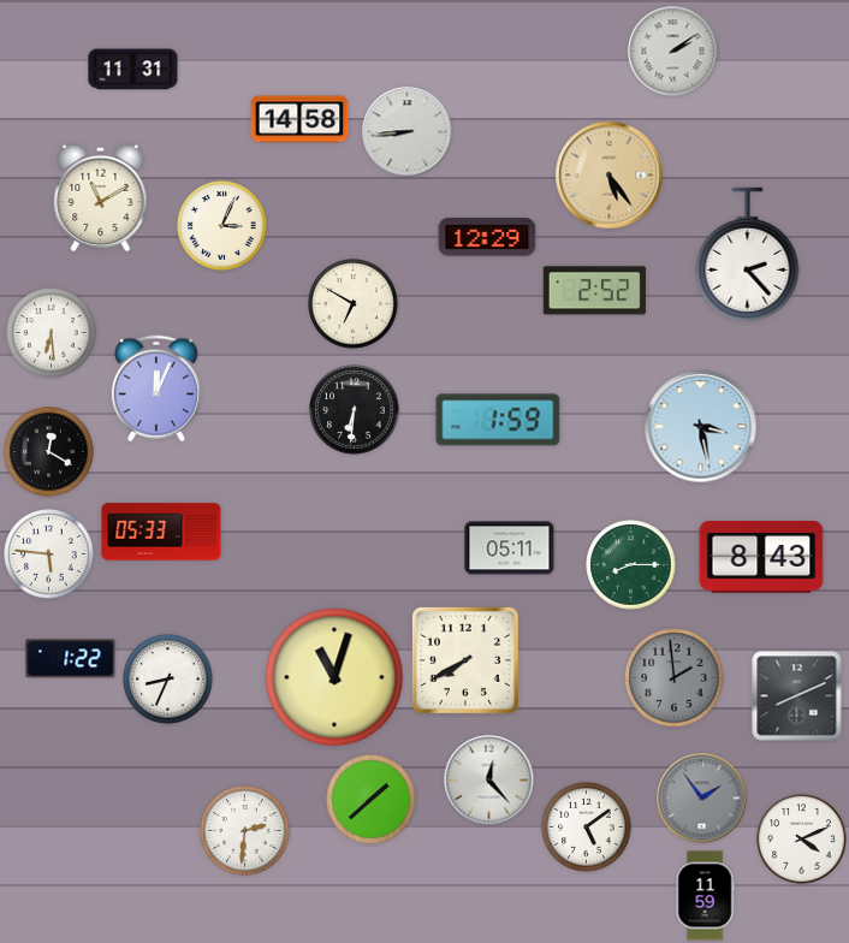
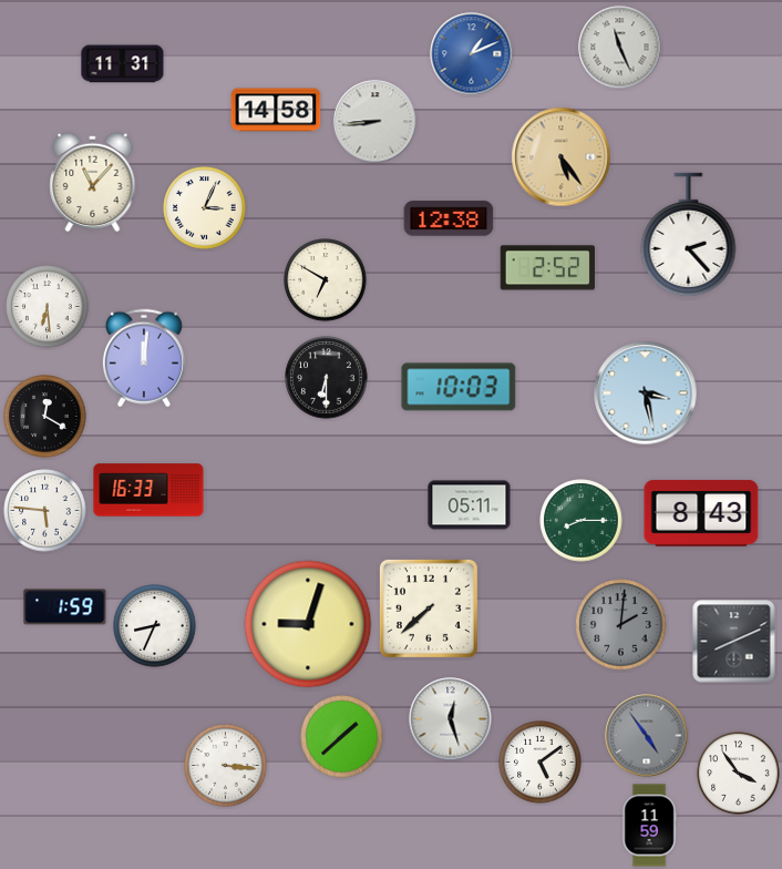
clock at (673, 52): 2:09 -> 11:26
clock at (472, 54): none -> 1:11
clock at (610, 176) position: (610, 176) -> (562, 157)
clock at (101, 198): 11:10 -> 11:07
clock at (487, 237): 12:29 -> 12:38
clock at (156, 389): 12:04 -> 12:01
clock at (355, 410): 6:31 -> 6:30
clock at (498, 420): 1:59 -> 10:03
clock at (161, 532): 05:33 -> 16:33
clock at (71, 659): 1:22 -> 1:59
clock at (465, 660): 7:40 -> 7:38
clock at (334, 677): 11:03 -> 9:03
clock at (675, 678): 1:59 -> 2:01
clock at (489, 781): 12:23 -> 12:27
clock at (702, 799): 1:54 -> 4:54
clock at (245, 831): 2:31 -> 3:16
clock at (802, 840): 4:11 -> 3:54
